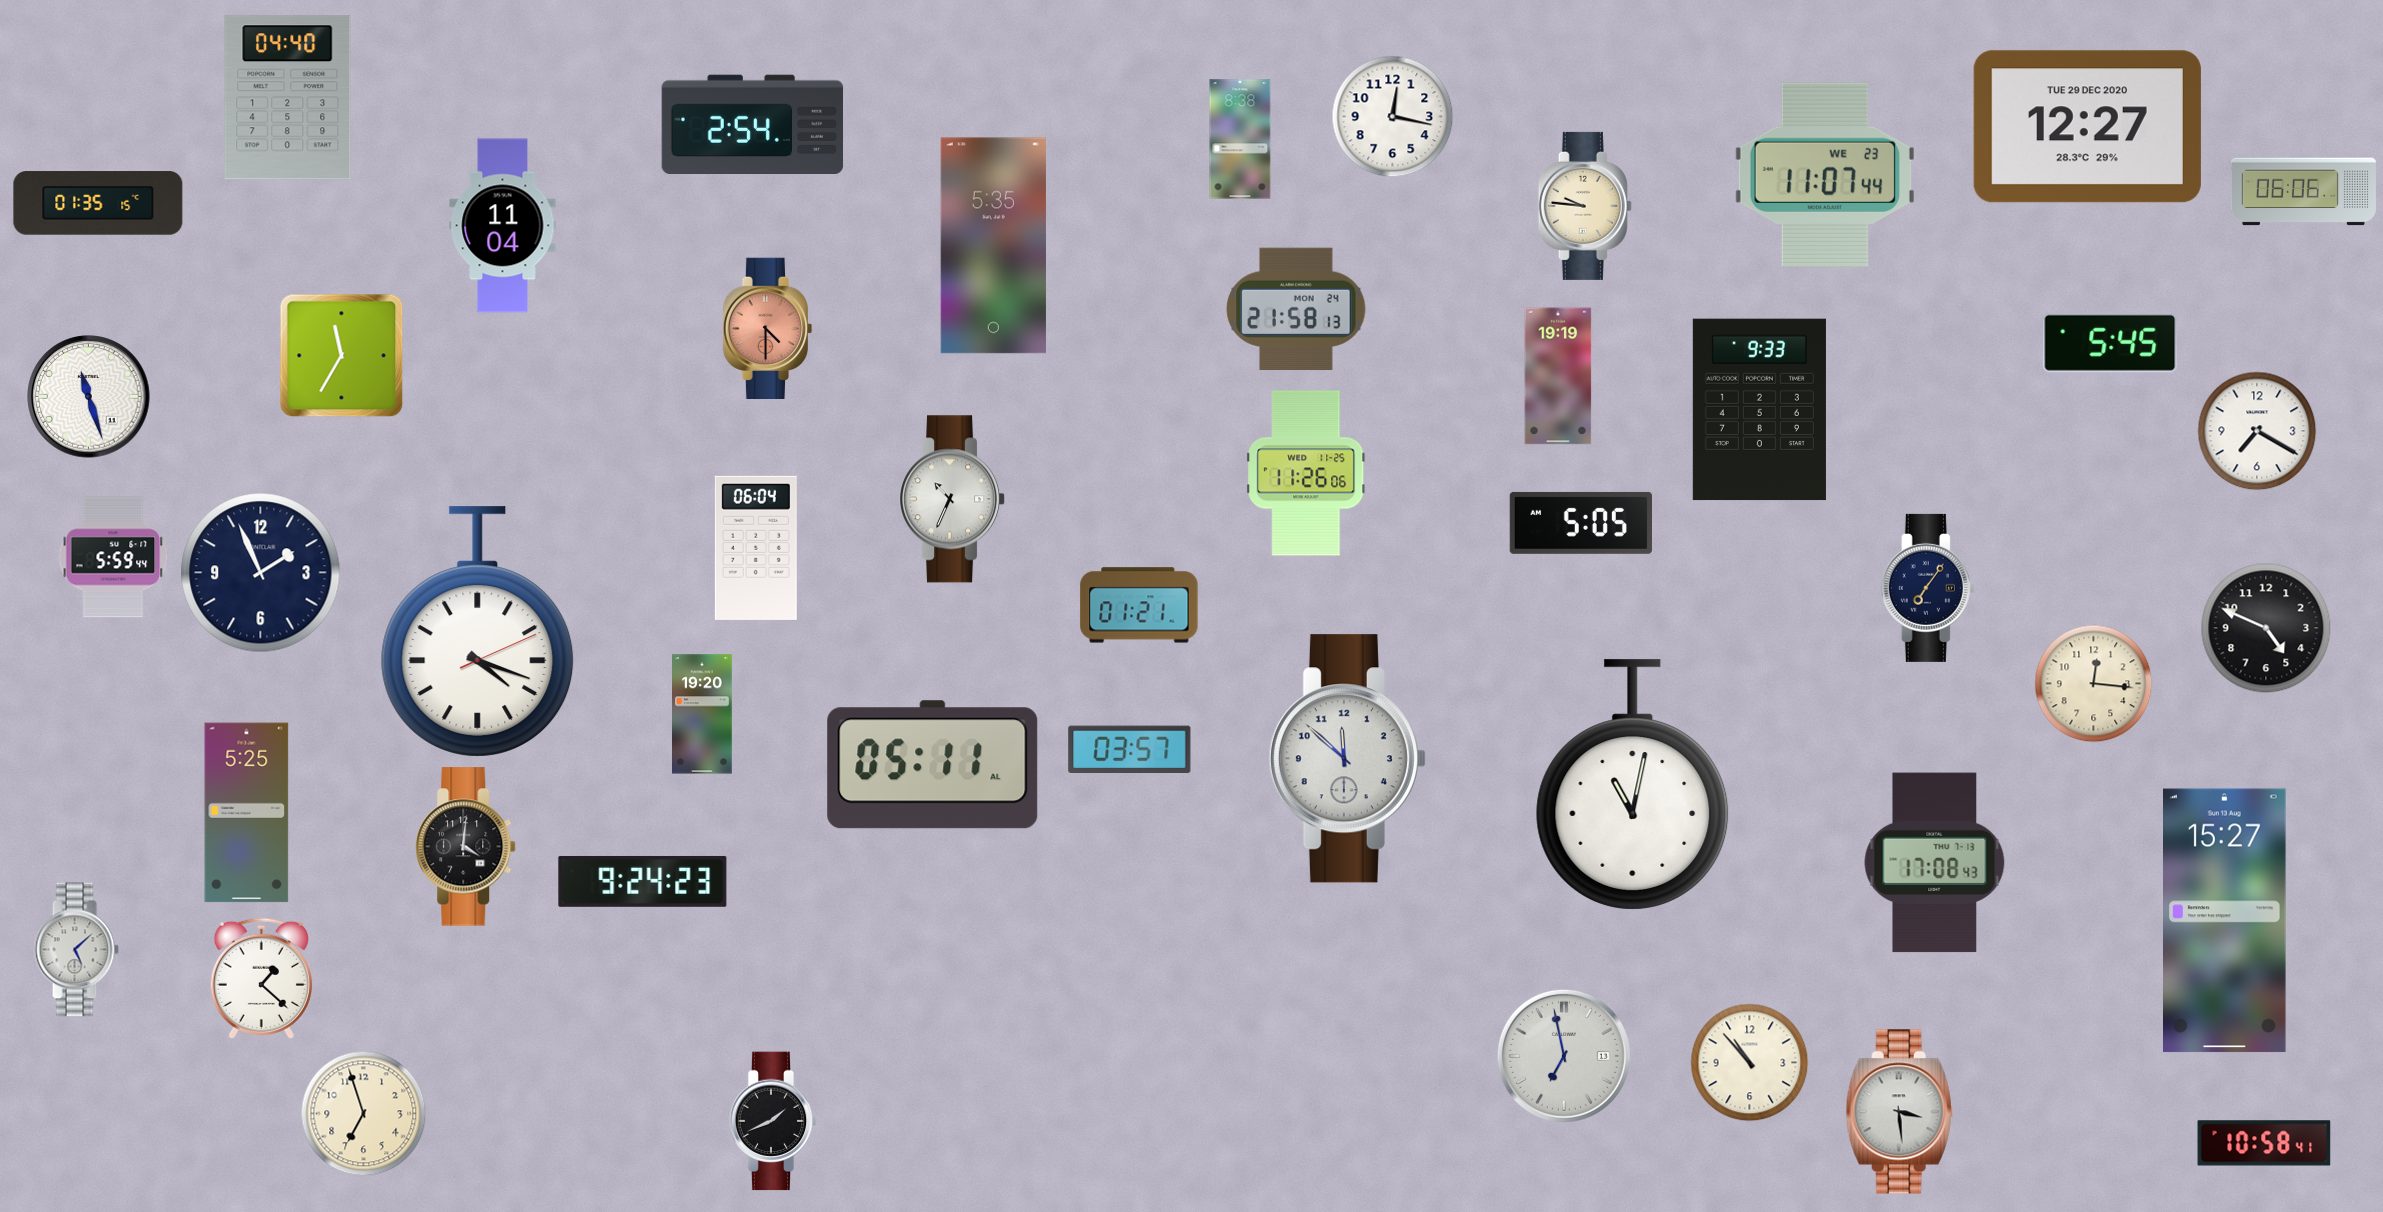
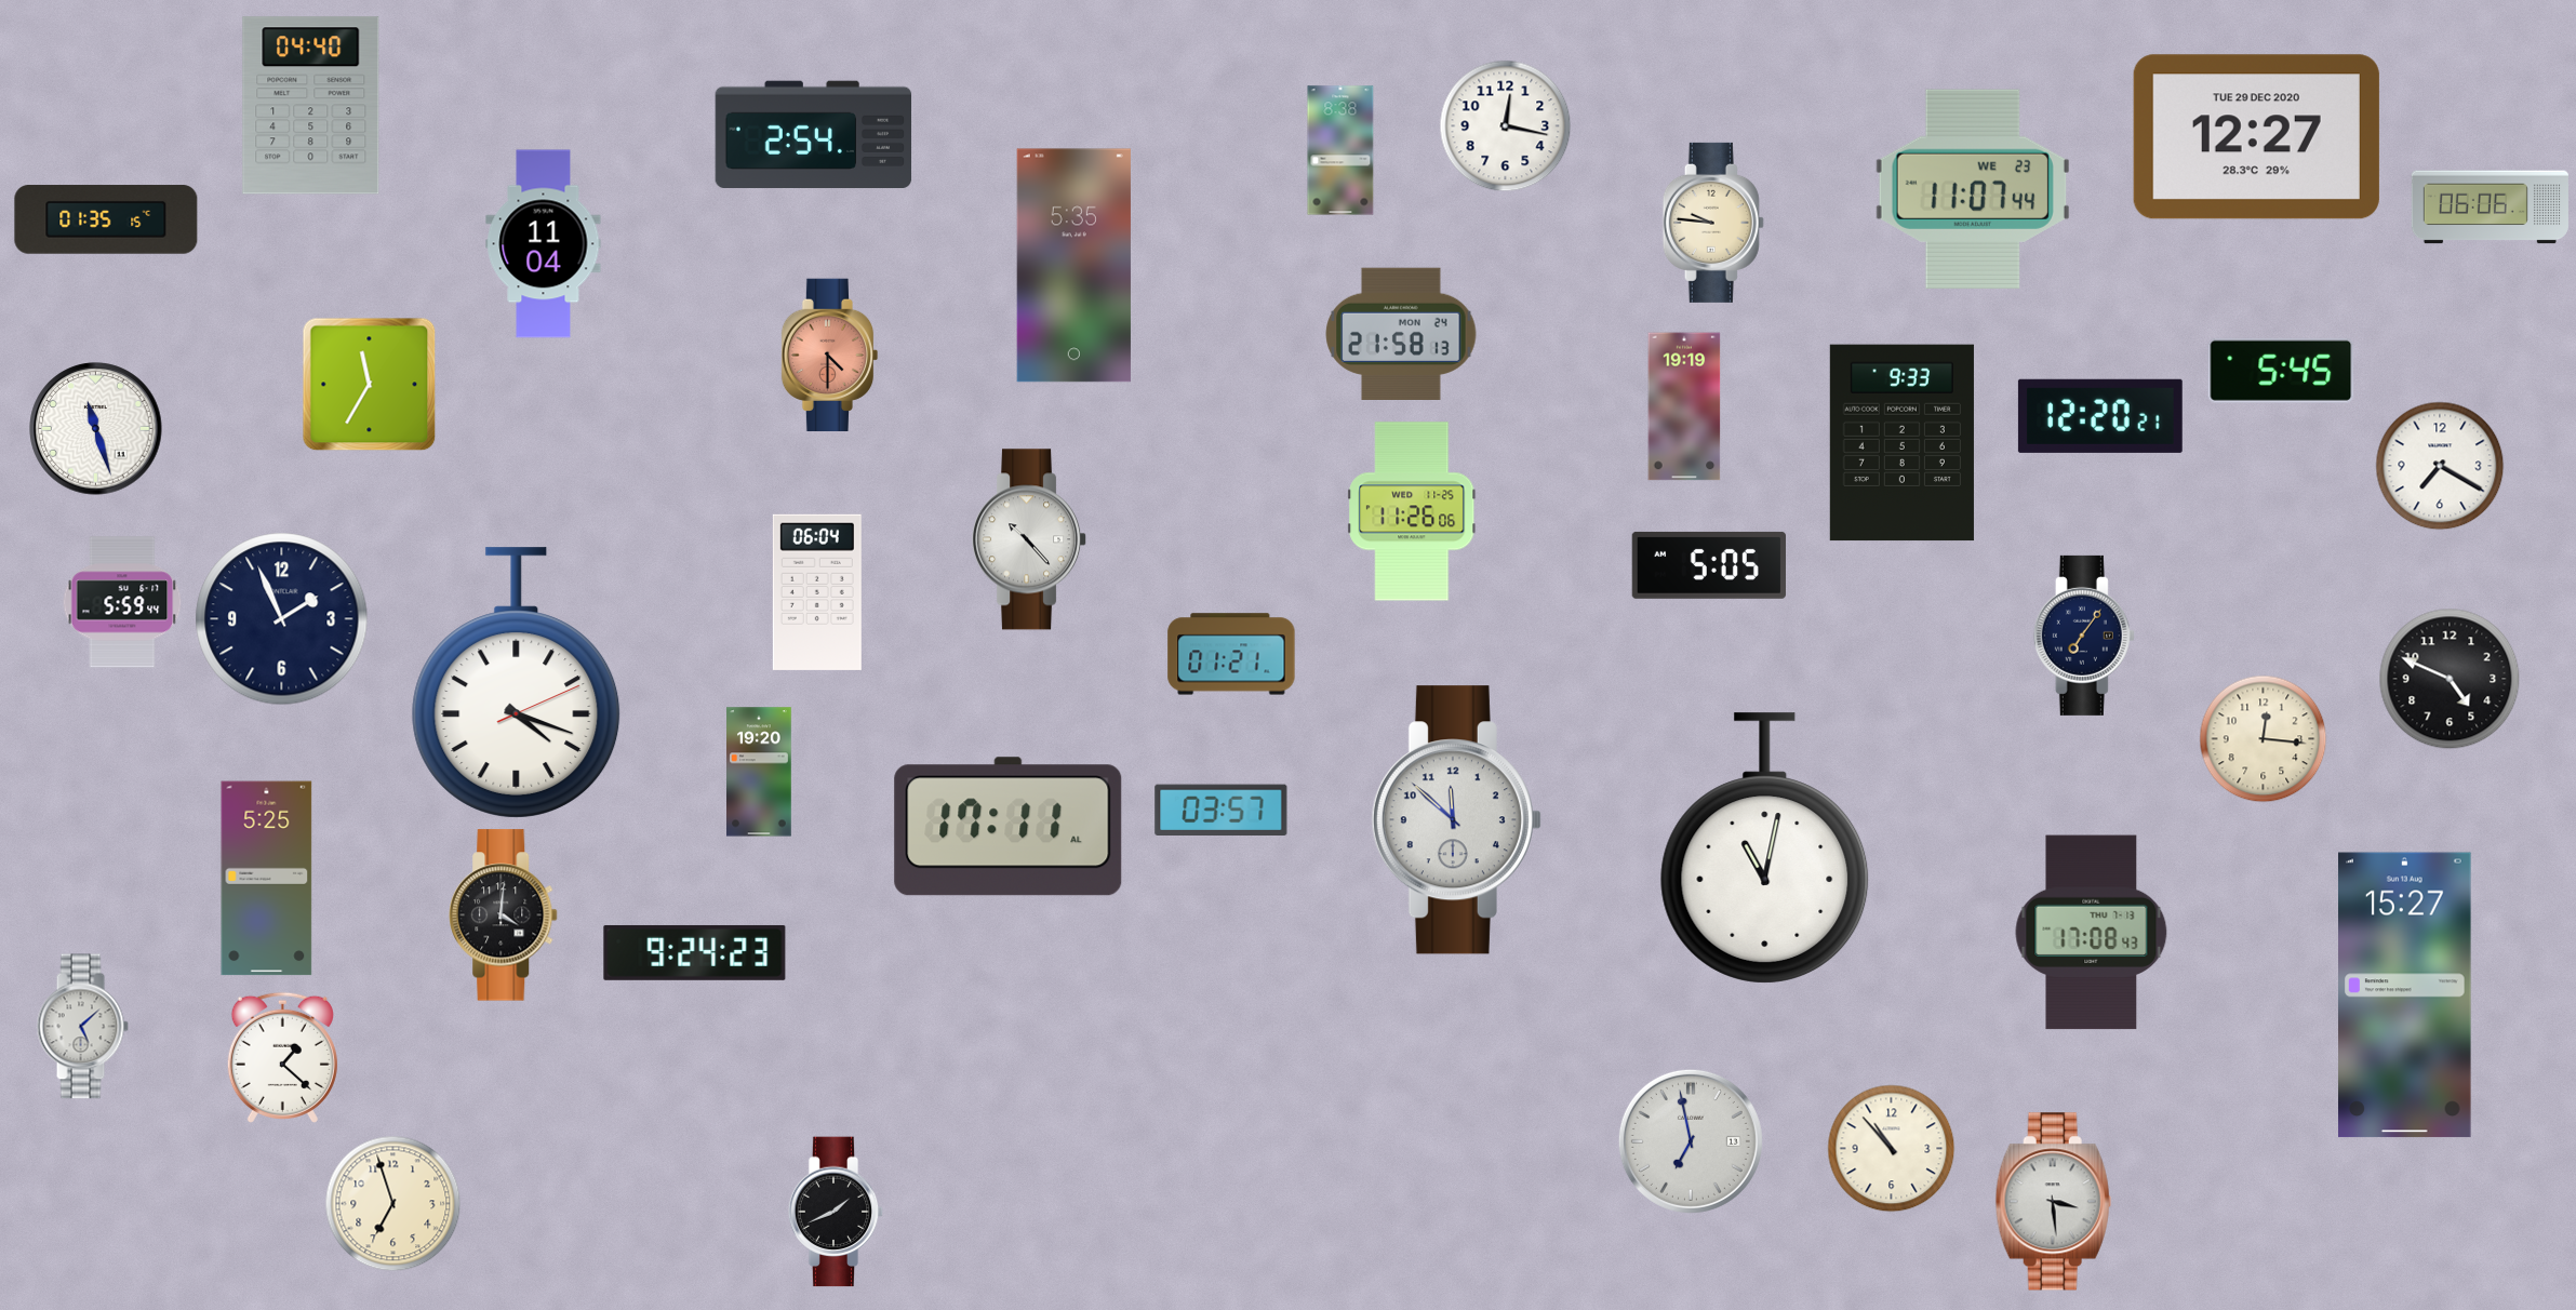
clock at (2100, 416): none -> 12:20
clock at (953, 499): 10:34 -> 10:23
clock at (933, 765): 05:11 -> 17:11
clock at (2264, 1143): 10:58 -> none
